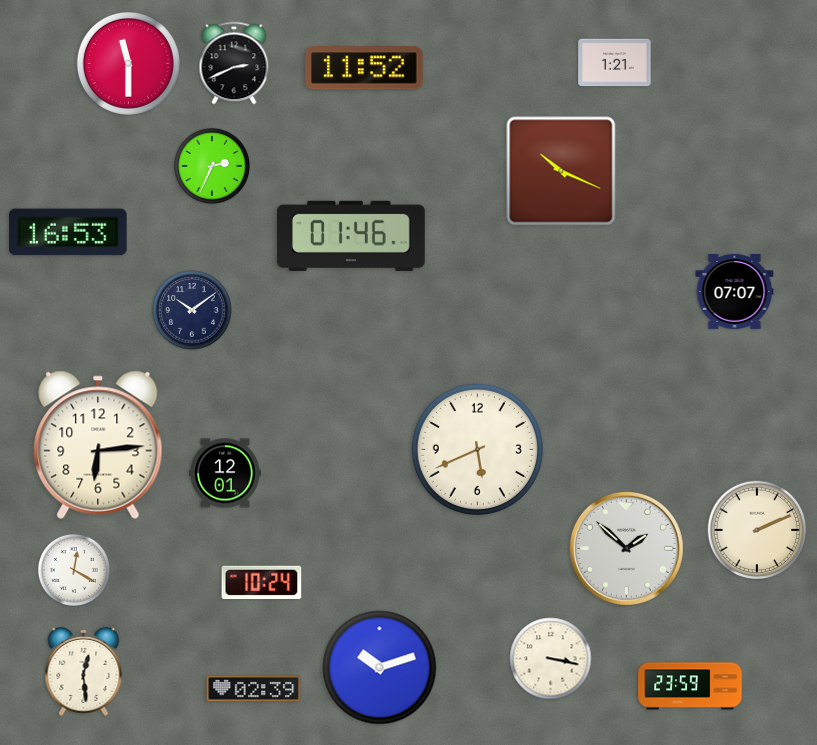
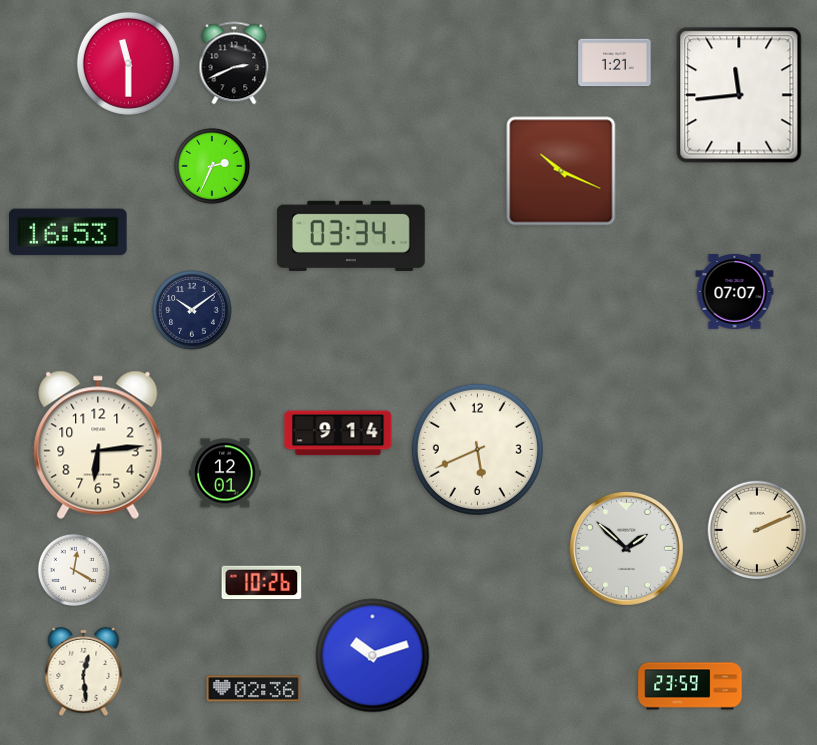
clock at (364, 68): 11:52 -> none
clock at (739, 95): none -> 11:44
clock at (352, 236): 01:46 -> 03:34
clock at (338, 433): none -> 9:14
clock at (262, 583): 10:24 -> 10:26
clock at (551, 659): 3:17 -> none
clock at (380, 668) position: (380, 668) -> (373, 656)
clock at (254, 689): 02:39 -> 02:36
